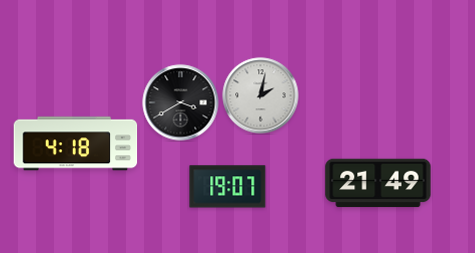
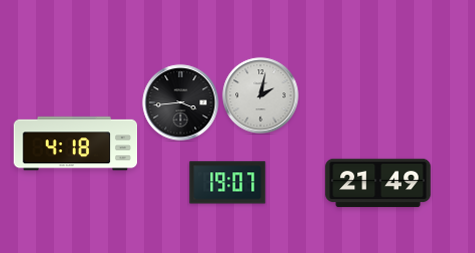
clock at (181, 103): 3:40 -> 3:44
clock at (228, 187) position: (228, 187) -> (228, 183)
